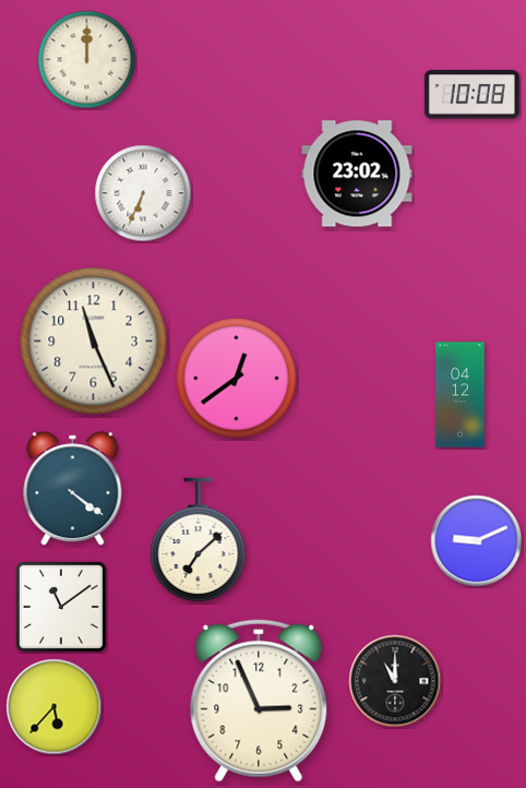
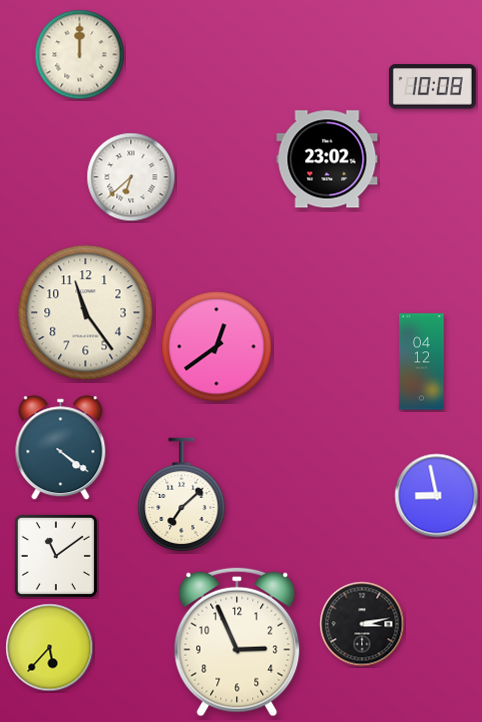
clock at (143, 193): 6:34 -> 6:38
clock at (94, 342): 11:26 -> 11:24
clock at (73, 489) position: (73, 489) -> (61, 448)
clock at (477, 541): 9:11 -> 8:58
clock at (395, 681): 11:00 -> 3:13
